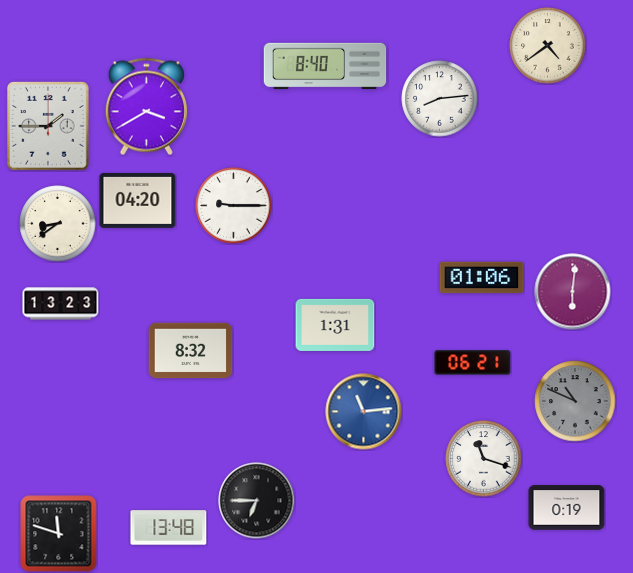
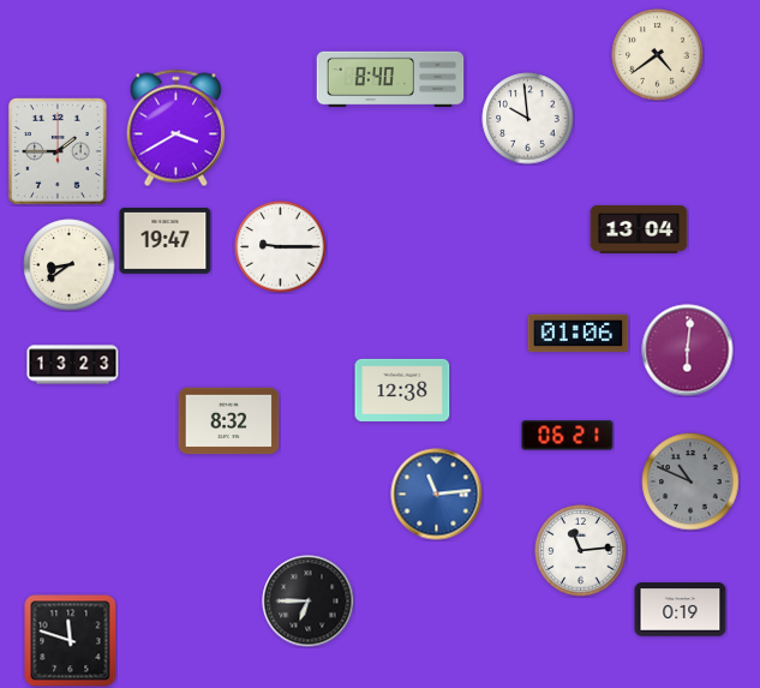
clock at (440, 99): 8:14 -> 9:59
clock at (639, 229): none -> 13:04
clock at (138, 200): 04:20 -> 19:47
clock at (58, 224) position: (58, 224) -> (70, 265)
clock at (335, 325): 1:31 -> 12:38
clock at (484, 459): 11:18 -> 11:14
clock at (169, 528): 13:48 -> none
